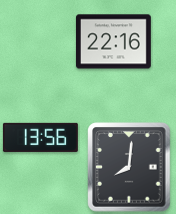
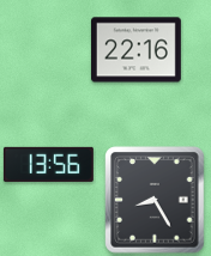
clock at (129, 167): 8:01 -> 8:25
